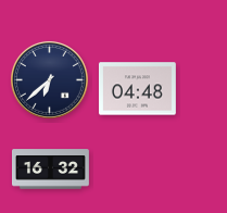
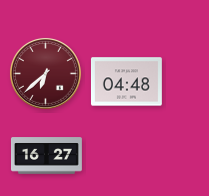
clock at (49, 79) dial: navy -> burgundy
clock at (51, 170): 16:32 -> 16:27
